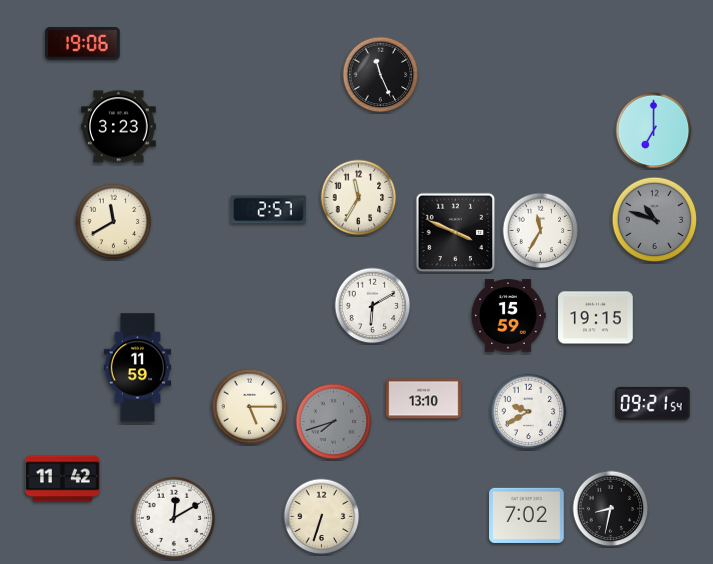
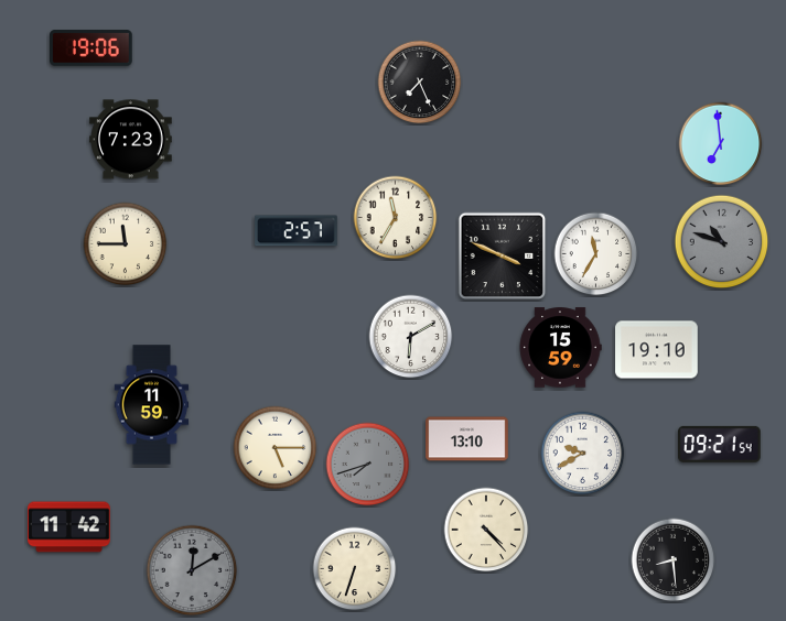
clock at (381, 75): 11:26 -> 7:26
clock at (119, 127): 3:23 -> 7:23
clock at (654, 131): 7:00 -> 6:59
clock at (114, 222): 11:40 -> 11:45
clock at (596, 318): 19:15 -> 19:10
clock at (486, 530): none -> 4:23
clock at (611, 509): 8:32 -> 8:29
clock at (527, 515): 7:02 -> none
clock at (174, 518) dial: white -> grey
